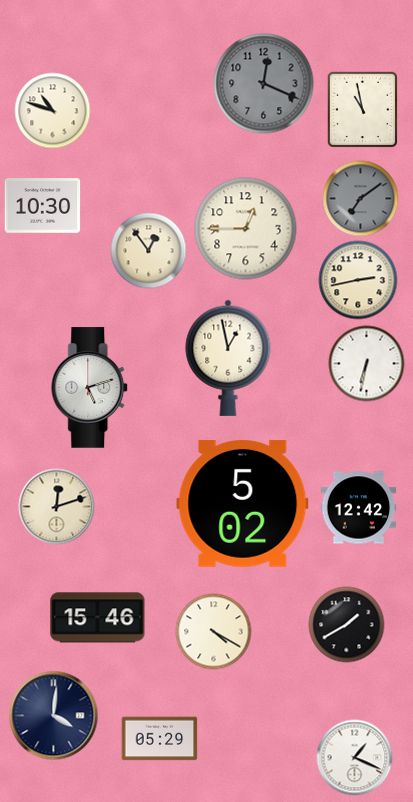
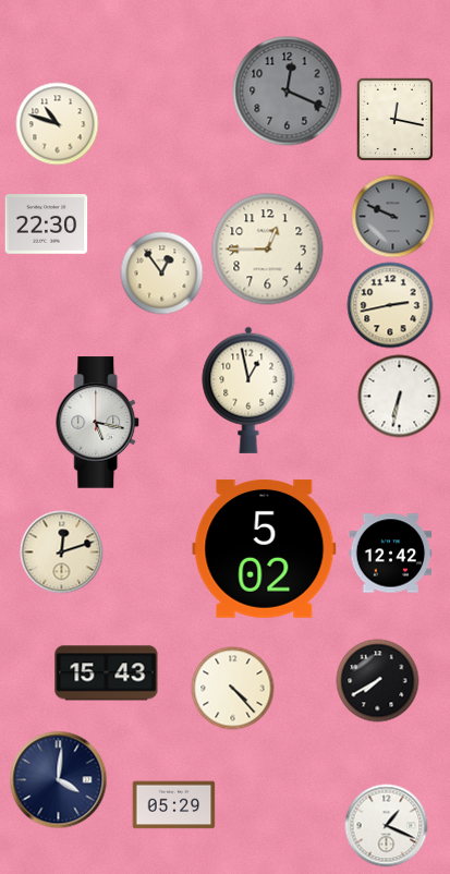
clock at (362, 109): 10:58 -> 12:17
clock at (53, 111) position: (53, 111) -> (58, 124)
clock at (361, 199): 7:09 -> 9:49
clock at (43, 206): 10:30 -> 22:30
clock at (90, 388): 5:12 -> 5:17
clock at (98, 618): 15:46 -> 15:43
clock at (347, 625): 1:40 -> 7:40
clock at (214, 632): 4:20 -> 4:23
